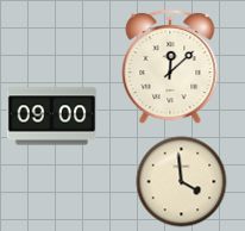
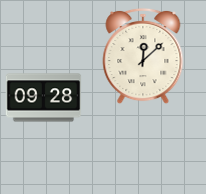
clock at (52, 117): 09:00 -> 09:28
clock at (182, 182): 3:59 -> none
